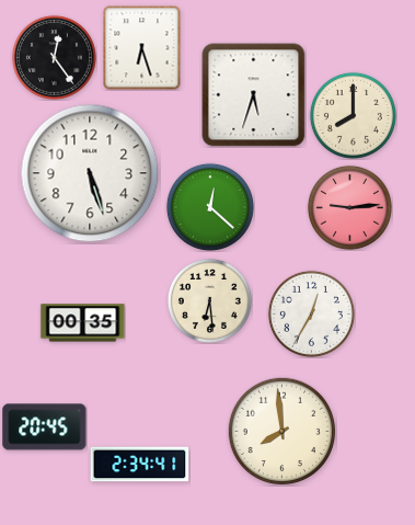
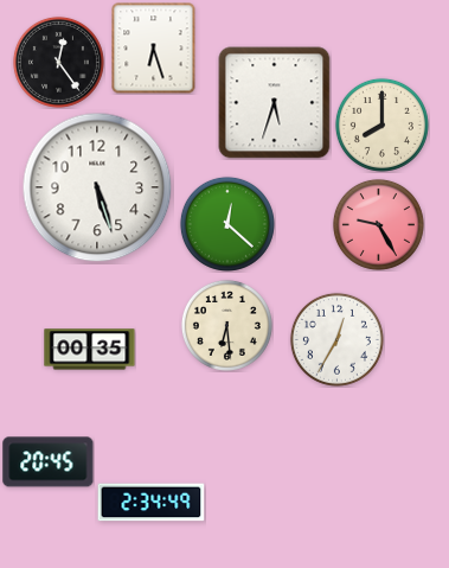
clock at (142, 47) position: (142, 47) -> (154, 47)
clock at (349, 207): 9:14 -> 9:25
clock at (283, 432): 7:59 -> none
clock at (140, 465): 2:34:41 -> 2:34:49
